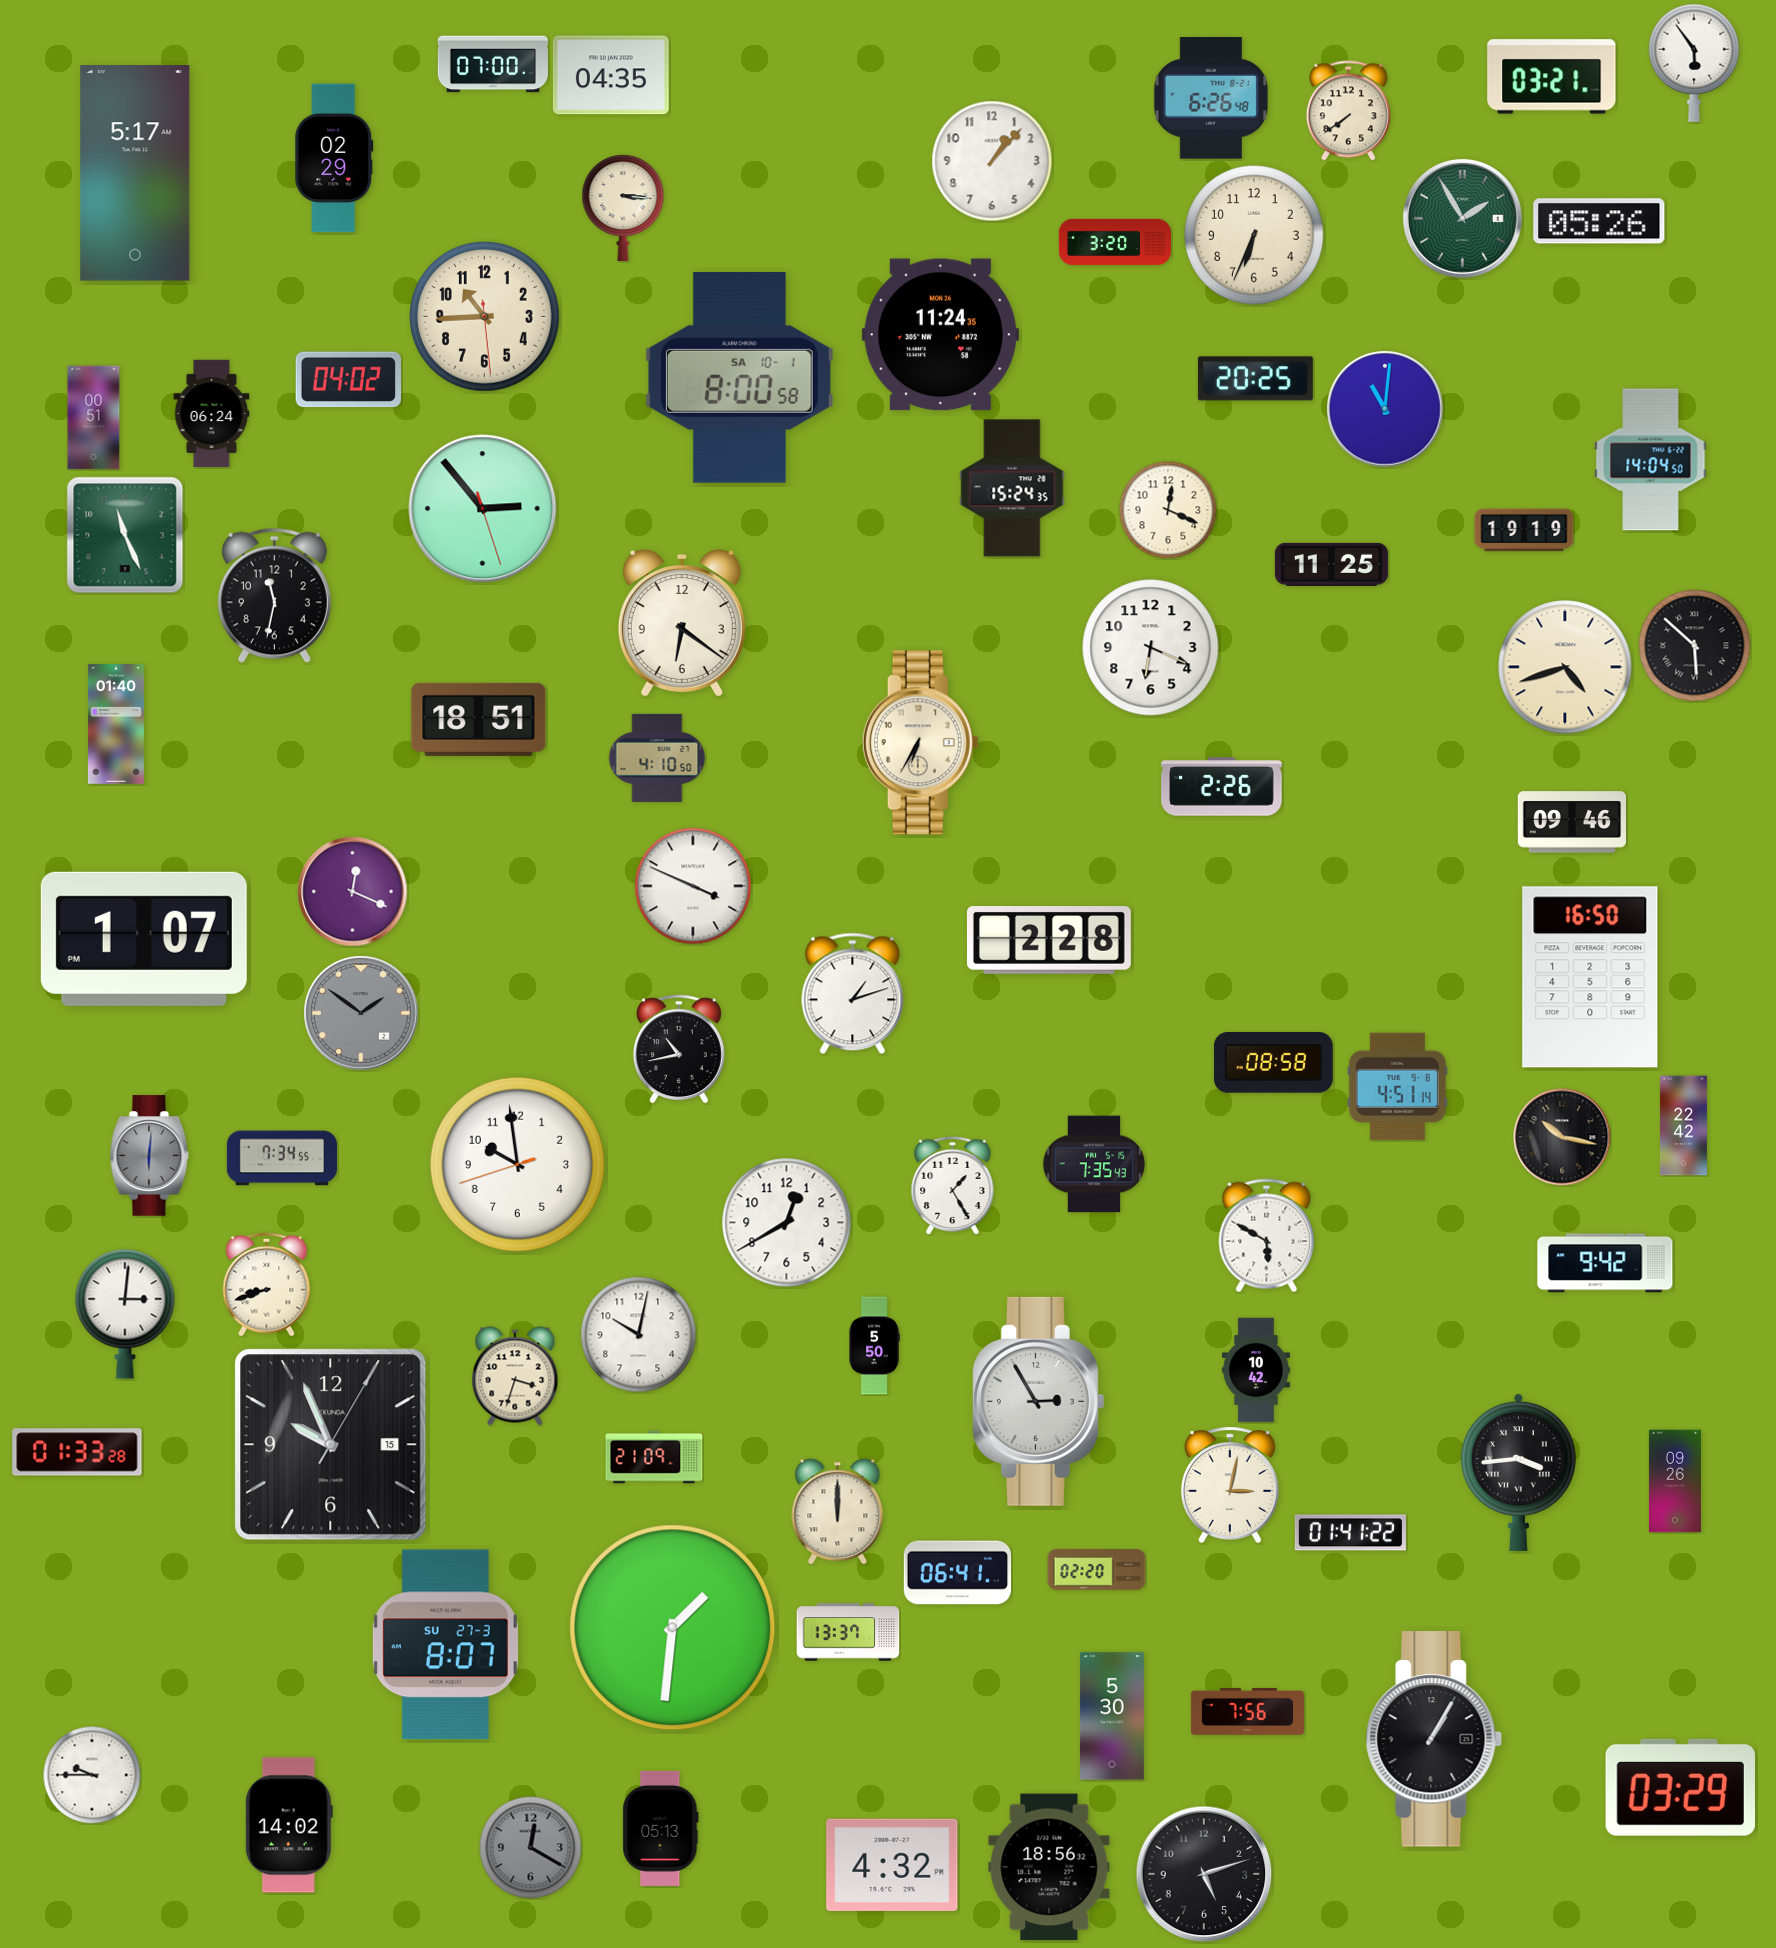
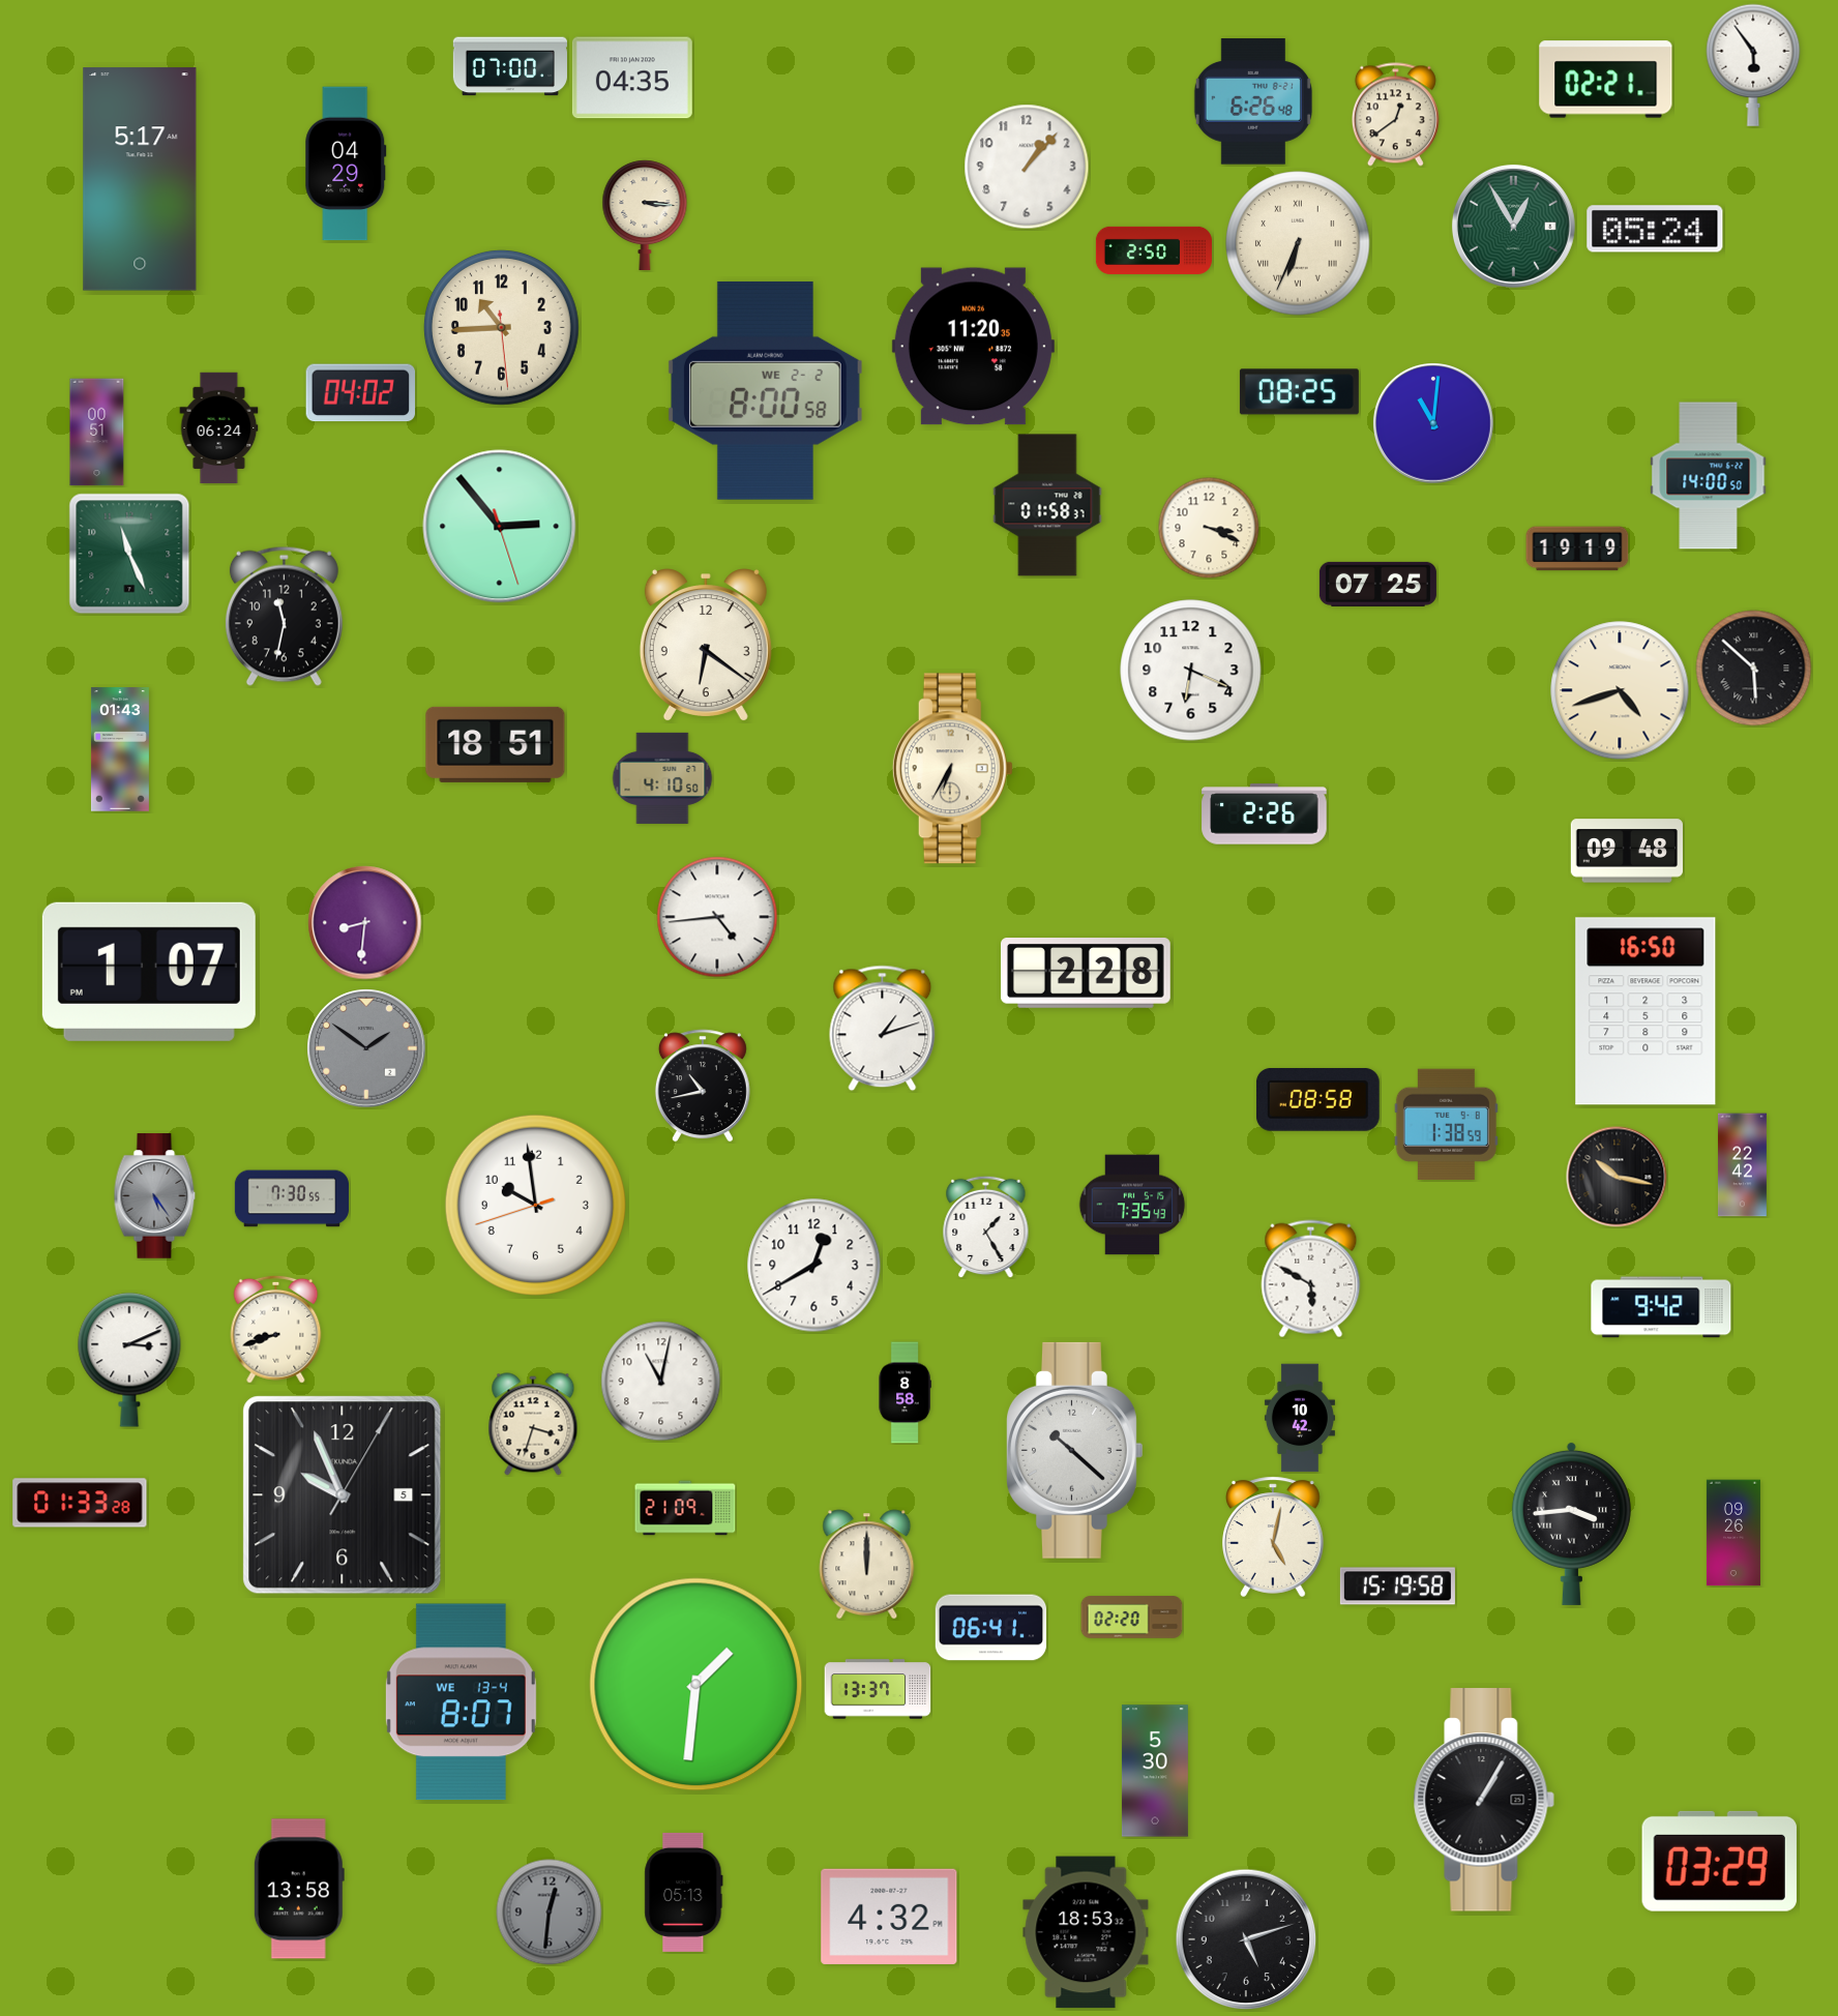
clock at (1552, 77): 03:21 -> 02:21
clock at (1348, 111): 7:39 -> 12:39
clock at (334, 158): 02:29 -> 04:29
clock at (1462, 218): 1:55 -> 12:55
clock at (1599, 221): 05:26 -> 05:24
clock at (1254, 235) numerals: Arabic -> Roman
clock at (1115, 242): 3:20 -> 2:50
clock at (940, 335): 11:24 -> 11:20
clock at (739, 377) date: SA 10-1 -> WE 2-2
clock at (1255, 379): 20:25 -> 08:25
clock at (1651, 460): 14:04 -> 14:00
clock at (1012, 488): 15:24 -> 01:58
clock at (1168, 510): 12:19 -> 3:19
clock at (1331, 564): 11:25 -> 07:25
clock at (116, 724): 01:40 -> 01:43
clock at (657, 758) position: (657, 758) -> (662, 778)
clock at (1572, 822): 09:46 -> 09:48
clock at (693, 886): 3:49 -> 4:44
clock at (353, 892): 12:19 -> 8:31
clock at (361, 1013) position: (361, 1013) -> (366, 1048)
clock at (1397, 1086): 4:51 -> 1:38
clock at (150, 1156): 6:01 -> 5:24
clock at (282, 1158): 7:34 -> 7:30
clock at (125, 1314): 3:01 -> 3:11
clock at (639, 1335): 10:02 -> 11:02
clock at (874, 1346): 5:50 -> 8:58
clock at (1039, 1401): 2:55 -> 10:22
clock at (331, 1445) date: 15 -> 5
clock at (654, 1457) position: (654, 1457) -> (685, 1508)
clock at (1231, 1485): 3:02 -> 5:02
clock at (1350, 1533): 01:41 -> 15:19
clock at (1097, 1570) position: (1097, 1570) -> (1132, 1618)
clock at (445, 1645) date: SU 27-3 -> WE 13-4
clock at (1247, 1711): 7:56 -> none
clock at (1112, 1716) position: (1112, 1716) -> (1155, 1771)
clock at (92, 1775): 9:45 -> none
clock at (1680, 1787) position: (1680, 1787) -> (1719, 1861)
clock at (289, 1825): 14:02 -> 13:58
clock at (531, 1848): 12:20 -> 12:31
clock at (892, 1865) position: (892, 1865) -> (889, 1917)
clock at (1049, 1867): 18:56 -> 18:53
